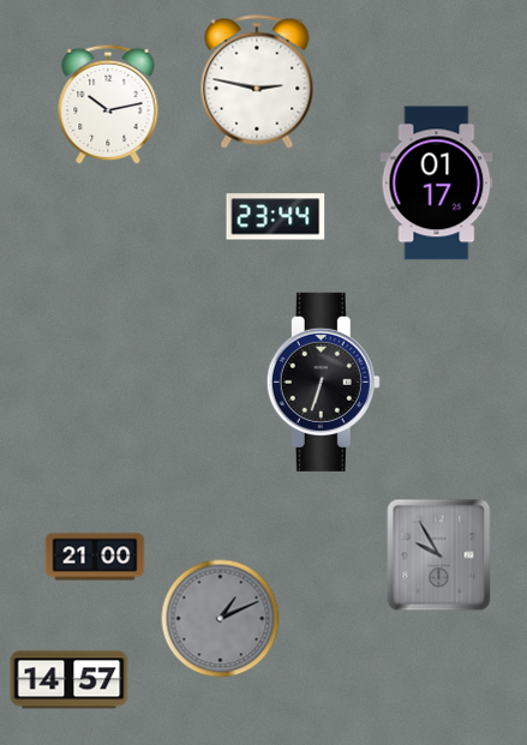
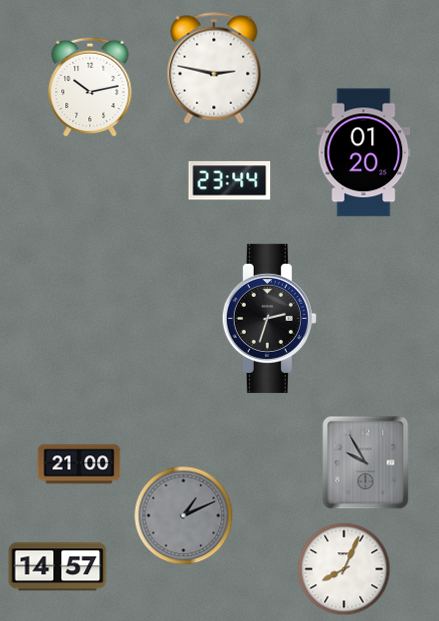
clock at (437, 184): 01:17 -> 01:20
clock at (323, 381): 6:33 -> 2:33
clock at (344, 569): none -> 8:04
